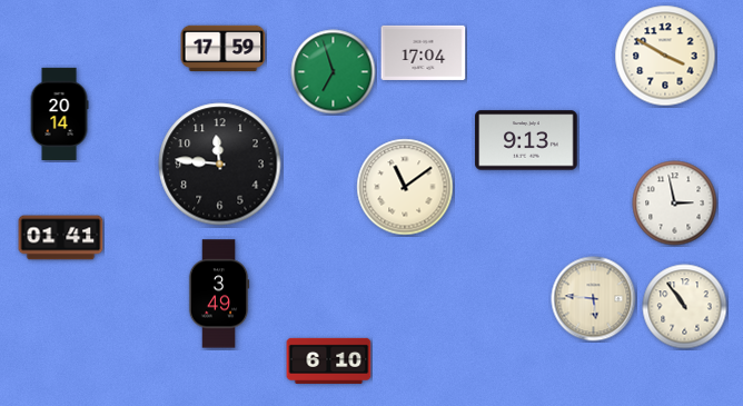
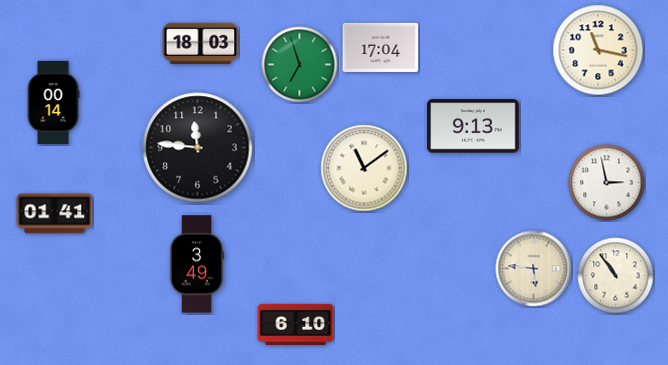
clock at (224, 49): 17:59 -> 18:03
clock at (665, 56): 3:50 -> 11:17
clock at (59, 115): 20:14 -> 00:14
